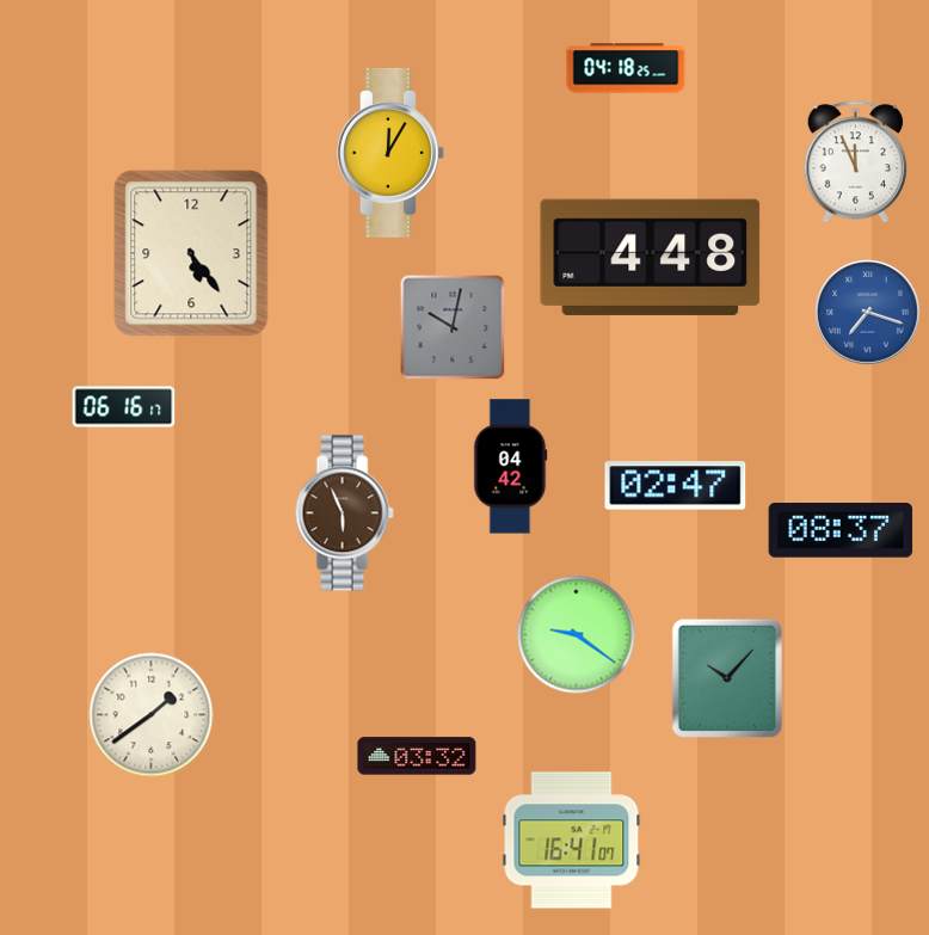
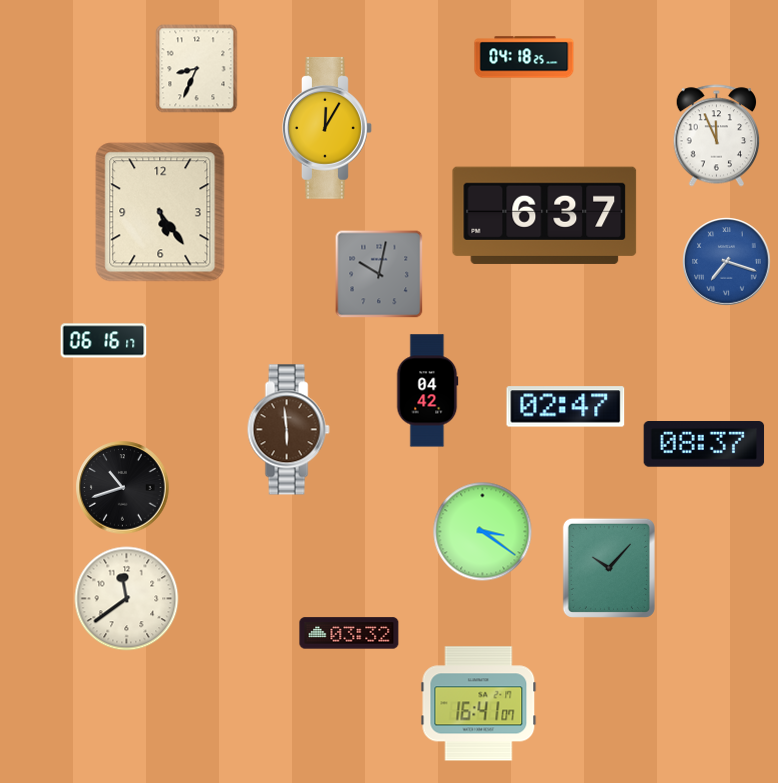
clock at (197, 69): none -> 8:34
clock at (651, 257): 4:48 -> 6:37
clock at (344, 513): 5:56 -> 5:59
clock at (123, 488): none -> 10:42
clock at (577, 635): 9:21 -> 3:21
clock at (152, 715): 1:39 -> 11:39
